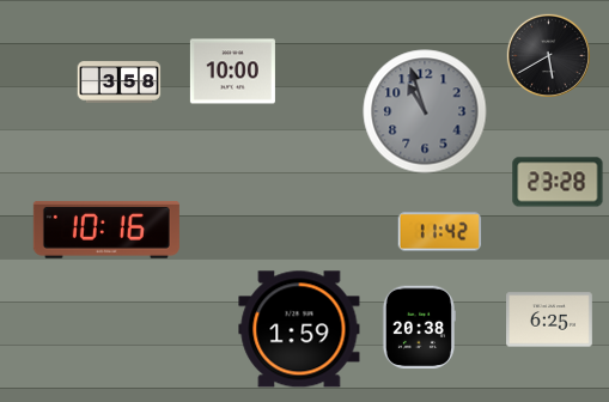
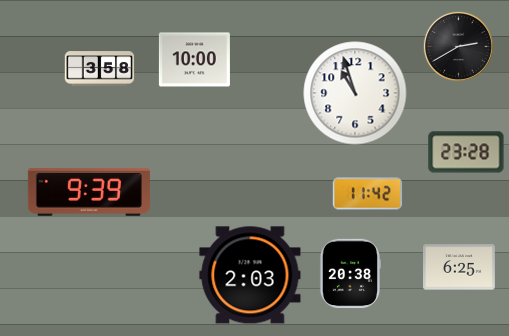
clock at (548, 55): 5:40 -> 2:40
clock at (425, 111) dial: grey -> white
clock at (106, 231): 10:16 -> 9:39
clock at (299, 329): 1:59 -> 2:03
